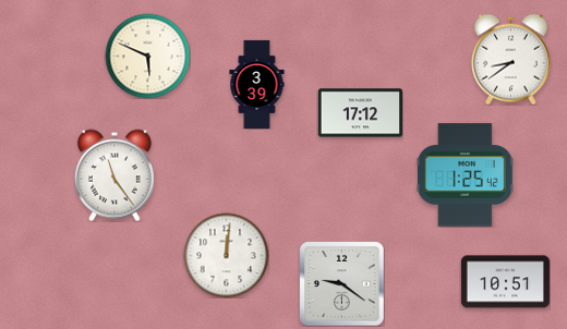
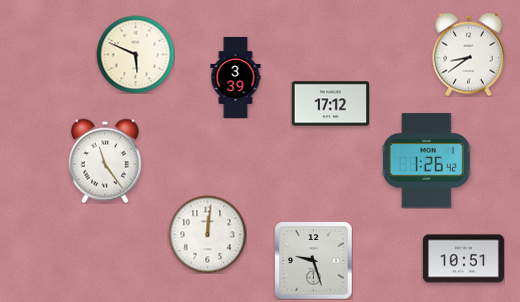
clock at (147, 56) position: (147, 56) -> (135, 54)
clock at (465, 175): 1:25 -> 1:26
clock at (341, 283): 9:21 -> 9:27
